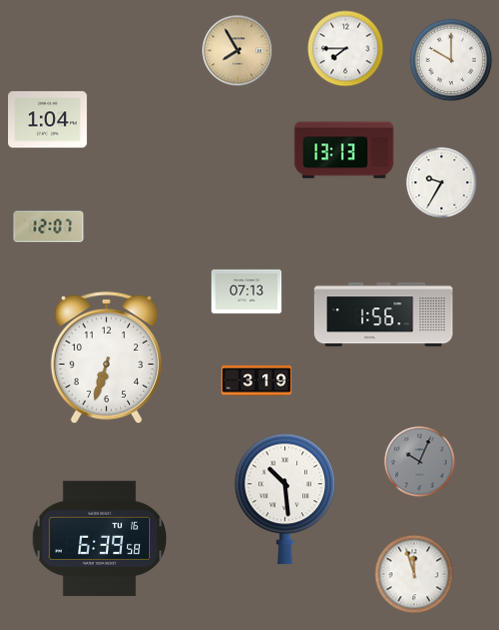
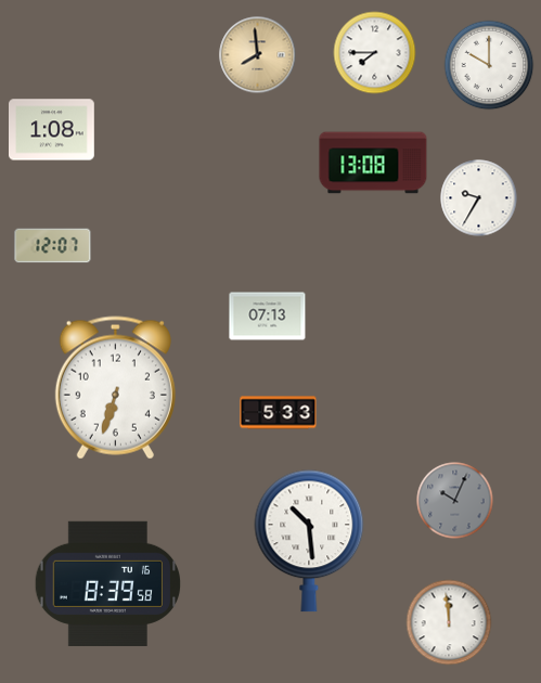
clock at (238, 51): 7:55 -> 7:59
clock at (48, 120): 1:04 -> 1:08
clock at (344, 150): 13:13 -> 13:08
clock at (384, 315): 1:56 -> none
clock at (257, 381): 3:19 -> 5:33
clock at (100, 538): 6:39 -> 8:39
clock at (414, 574): 11:57 -> 11:59
